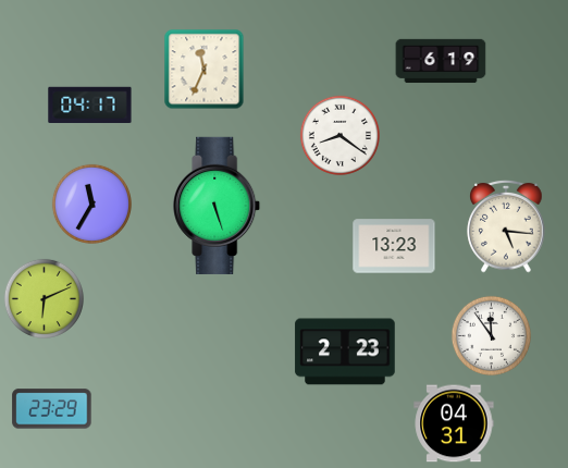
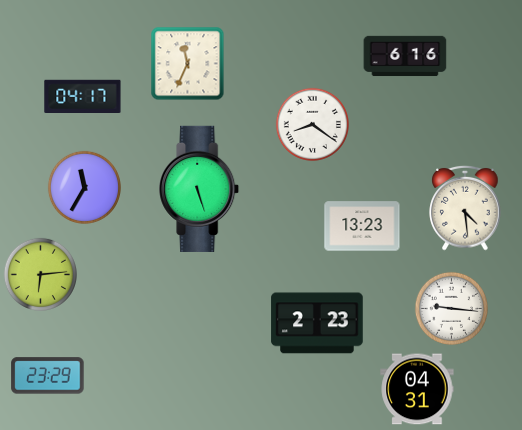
clock at (441, 61): 6:19 -> 6:16
clock at (506, 226): 5:16 -> 4:29
clock at (44, 298): 6:11 -> 6:14
clock at (491, 335): 11:54 -> 9:16
